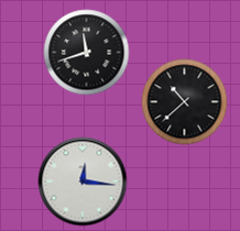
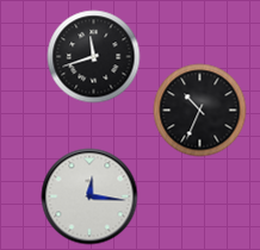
clock at (184, 101): 10:38 -> 10:34
